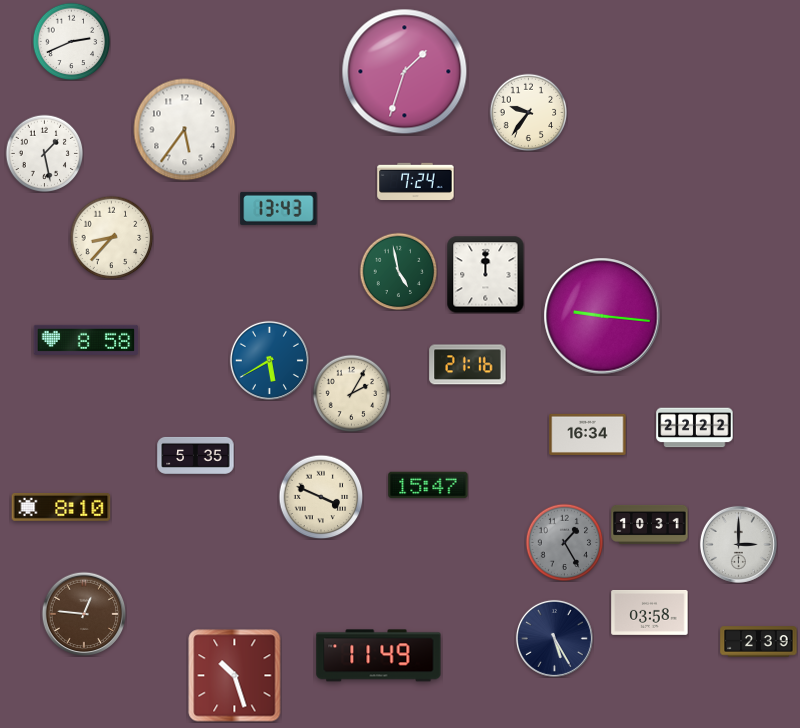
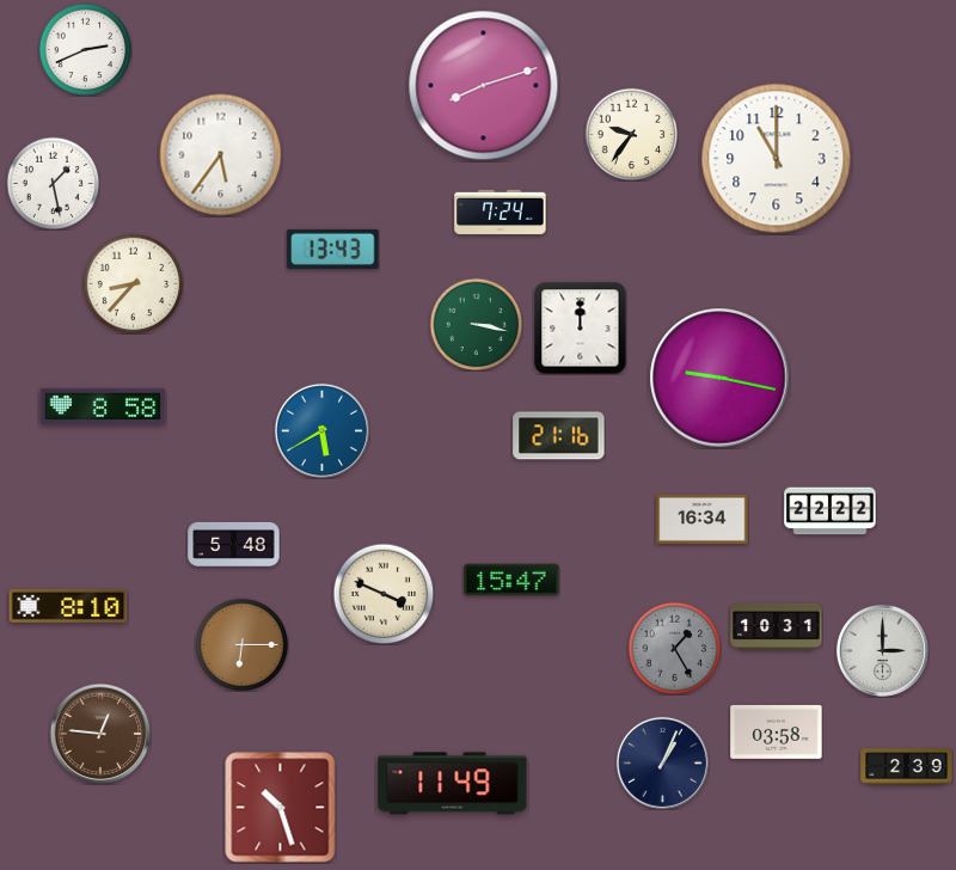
clock at (405, 72): 1:33 -> 8:12
clock at (777, 159): none -> 11:00
clock at (416, 182) position: (416, 182) -> (501, 213)
clock at (398, 271): 4:58 -> 3:17
clock at (602, 316): 9:16 -> 9:17
clock at (351, 393): 2:05 -> none
clock at (196, 455): 5:35 -> 5:48
clock at (61, 508) position: (61, 508) -> (68, 607)
clock at (241, 644): none -> 6:15
clock at (554, 638): 5:25 -> 1:04
